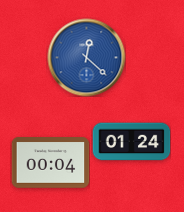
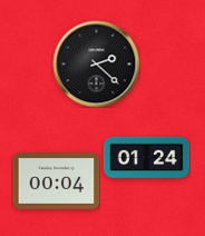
clock at (86, 57): 12:22 -> 2:22
clock at (86, 57) dial: blue -> black
